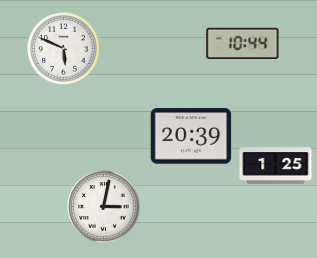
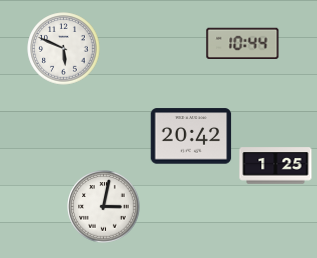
clock at (191, 136): 20:39 -> 20:42
